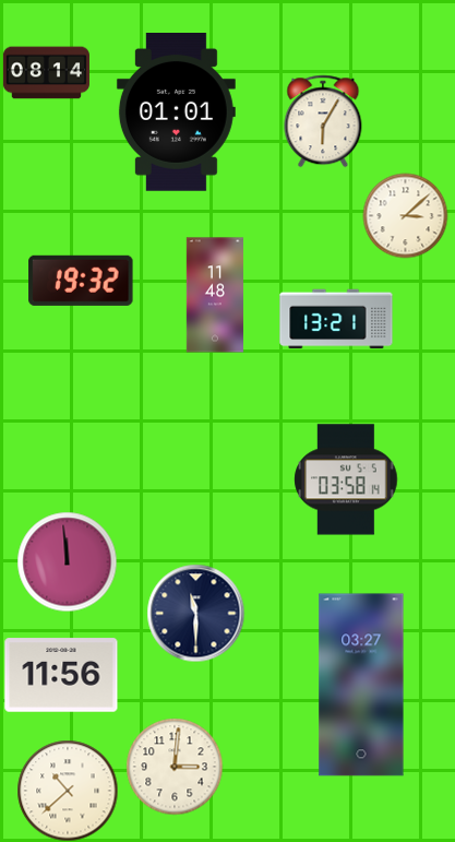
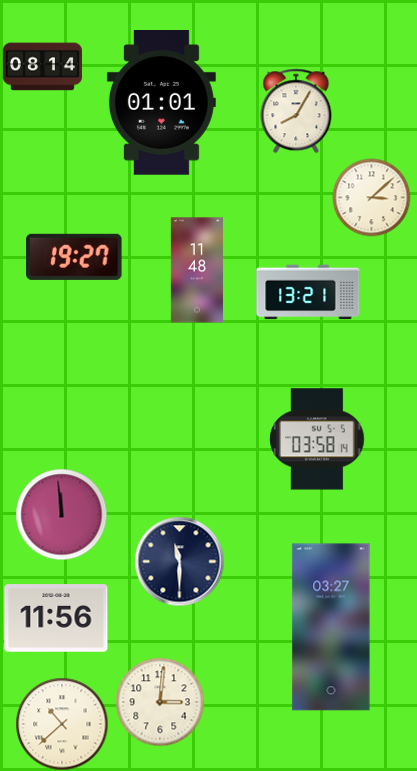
clock at (323, 121): 6:05 -> 8:05
clock at (81, 281): 19:32 -> 19:27
